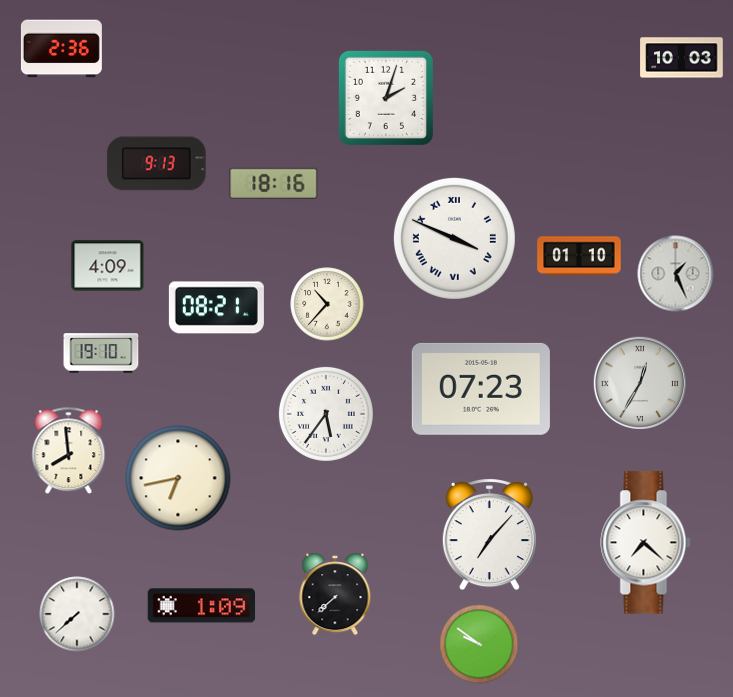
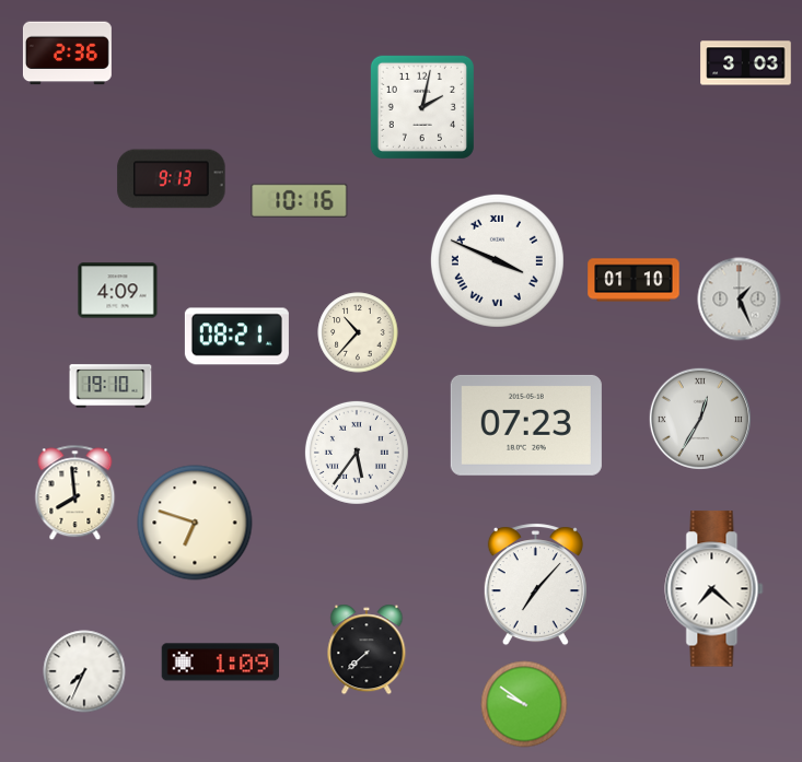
clock at (682, 58): 10:03 -> 3:03
clock at (386, 98): 2:03 -> 2:02
clock at (274, 183): 18:16 -> 10:16
clock at (178, 478): 6:43 -> 6:48
clock at (646, 543) position: (646, 543) -> (714, 589)
clock at (77, 614): 7:38 -> 7:34
